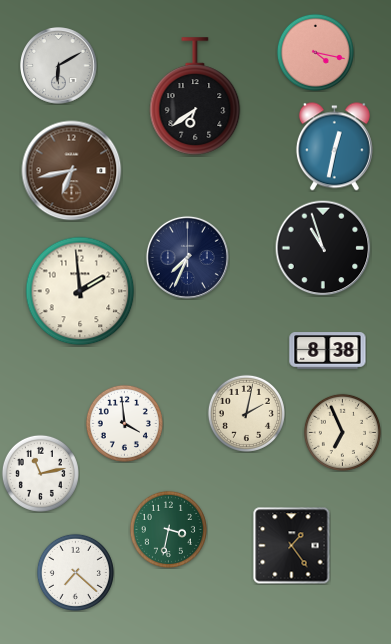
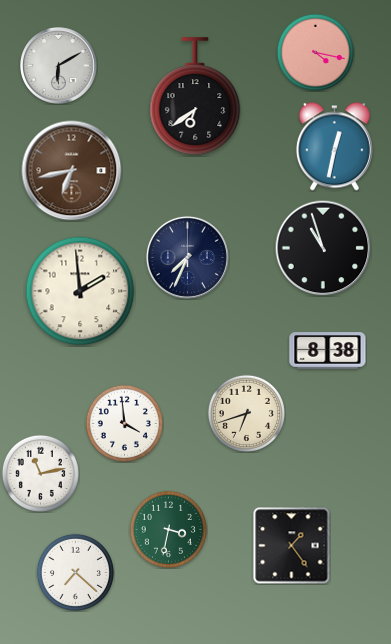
clock at (246, 413): 2:02 -> 6:42
clock at (342, 432): 6:56 -> none
